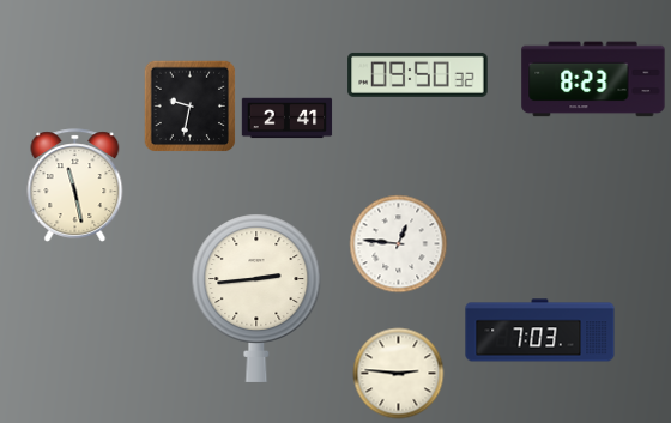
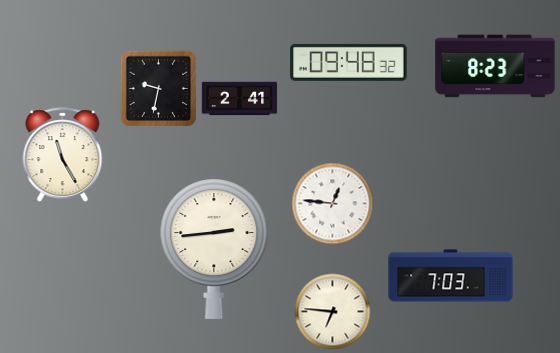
clock at (418, 74): 09:50 -> 09:48
clock at (75, 186): 11:28 -> 11:25
clock at (399, 374): 2:46 -> 6:46
